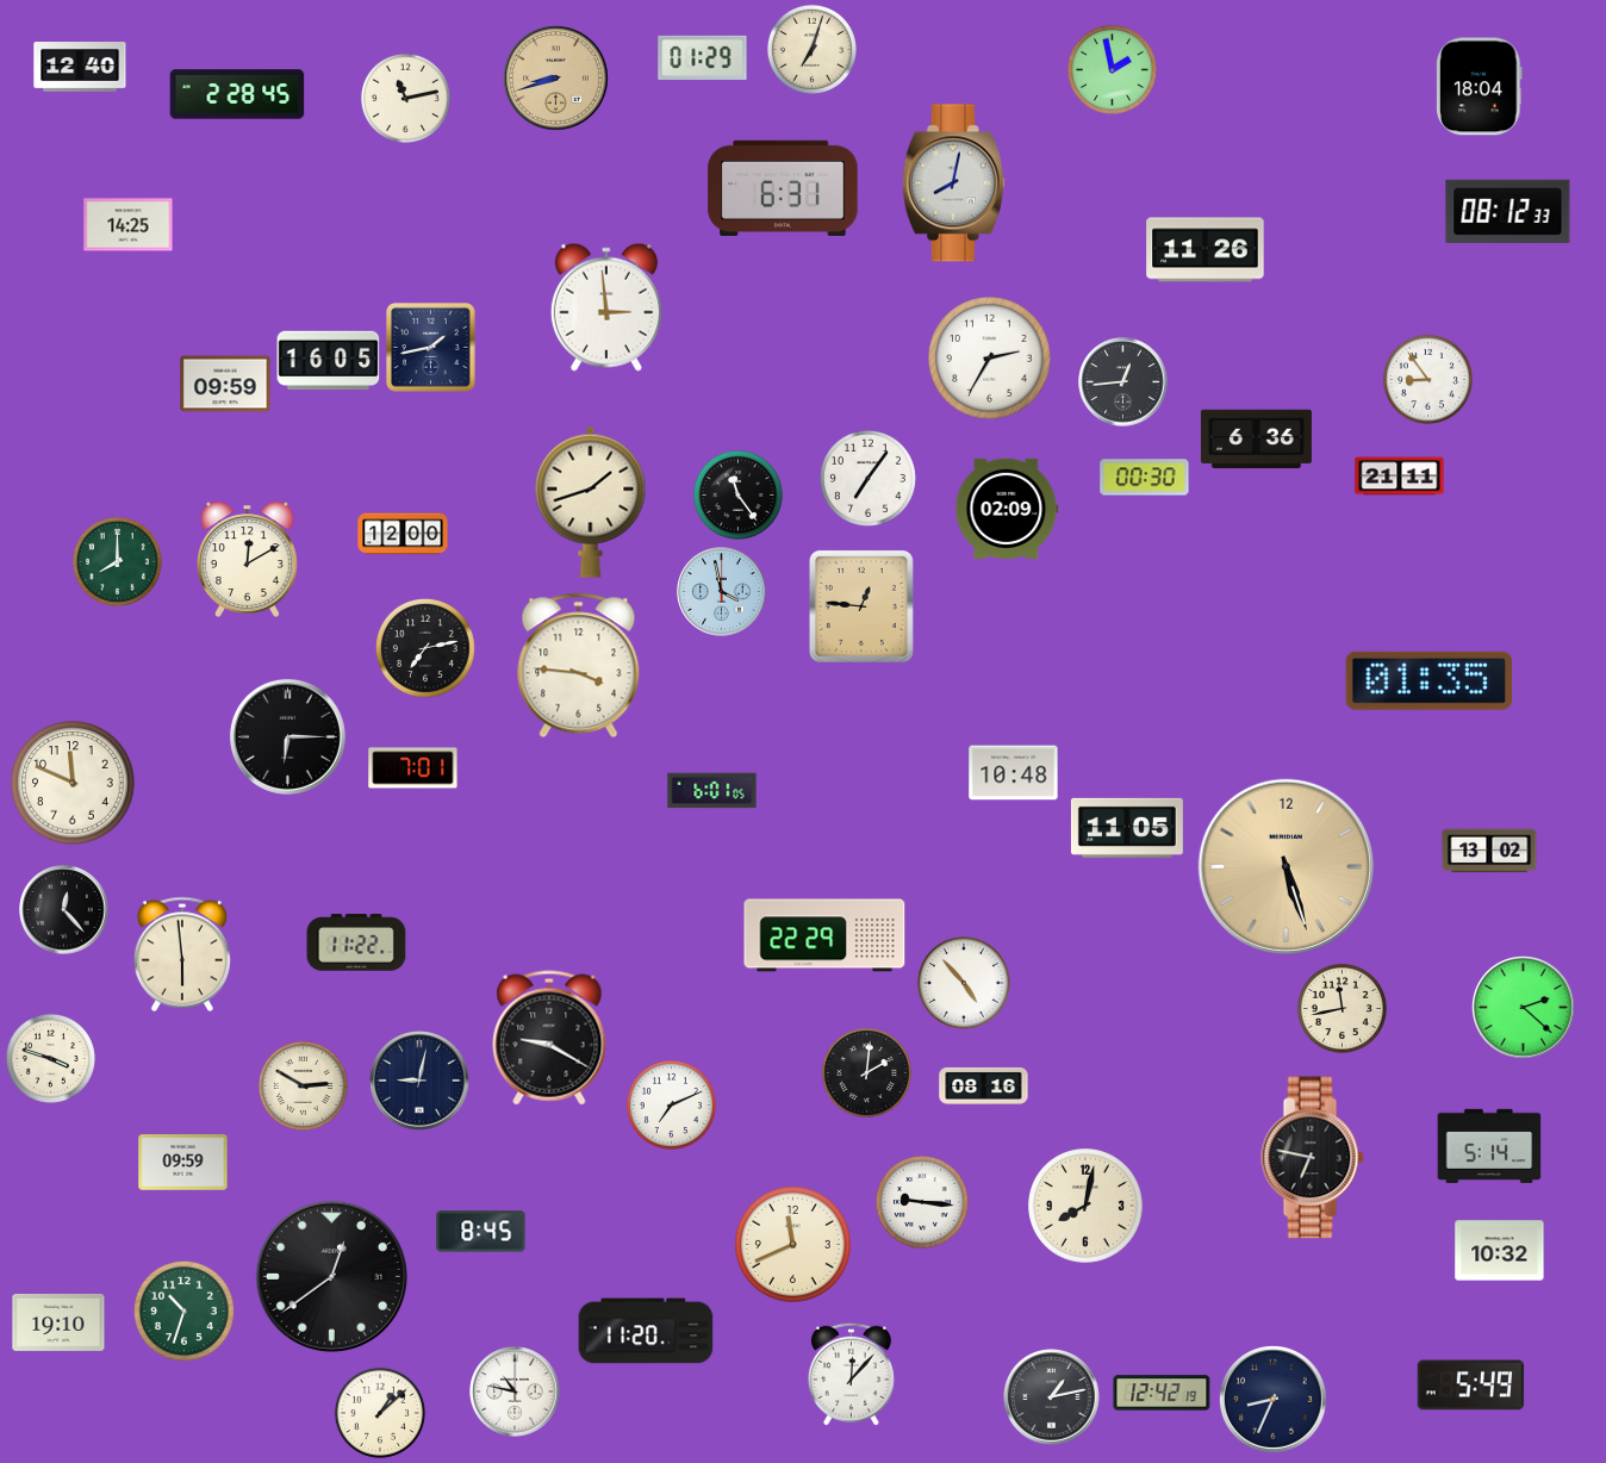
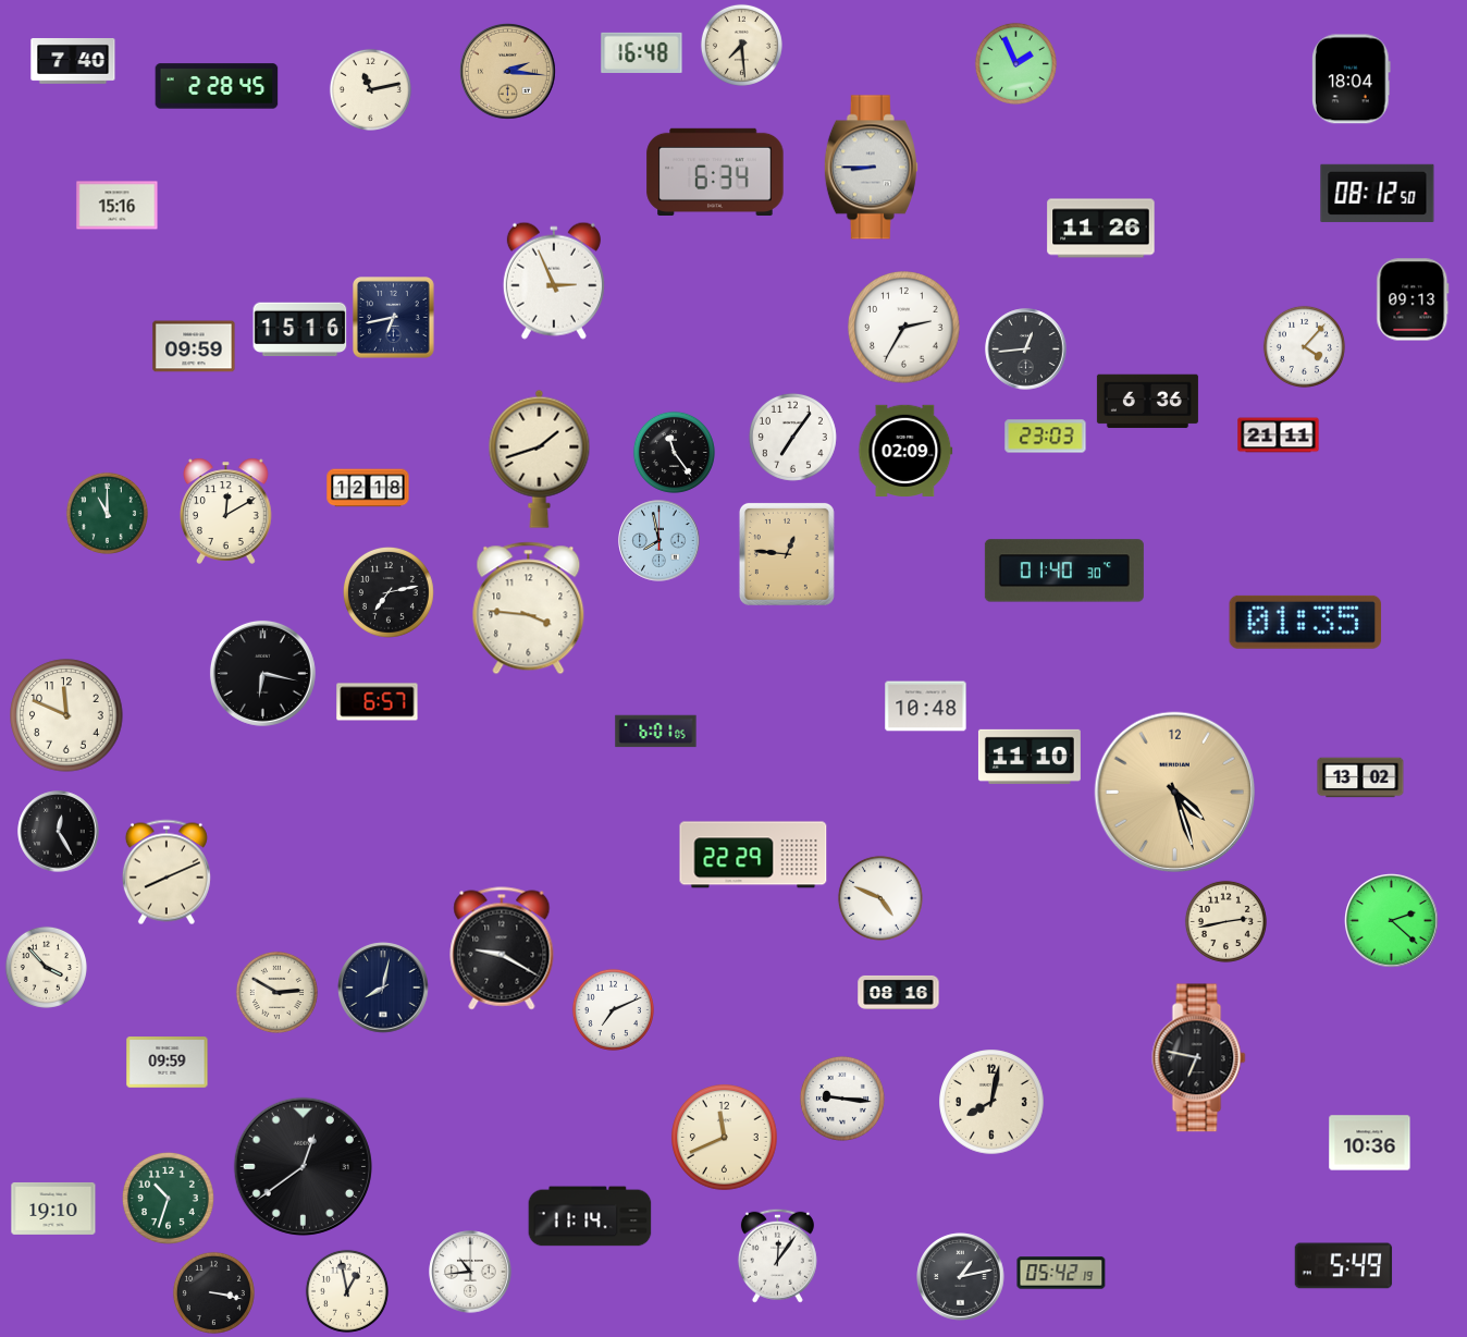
clock at (811, 49): 7:03 -> 7:29
clock at (703, 57): 01:29 -> 16:48
clock at (80, 68): 12:40 -> 7:40
clock at (1112, 69): 1:58 -> 1:56
clock at (556, 79): 8:42 -> 2:16
clock at (953, 183): 8:02 -> 8:45
clock at (783, 187): 6:31 -> 6:34
clock at (1508, 211): 08:12:33 -> 08:12:50
clock at (129, 225): 14:25 -> 15:16
clock at (606, 307): 2:59 -> 2:56
clock at (1413, 299): none -> 09:13
clock at (431, 348): 1:43 -> 6:43
clock at (329, 361): 16:05 -> 15:16
clock at (1427, 379): 8:54 -> 4:07
clock at (225, 384) position: (225, 384) -> (194, 346)
clock at (1145, 478): 00:30 -> 23:03
clock at (1007, 509) position: (1007, 509) -> (905, 451)
clock at (403, 534): 12:00 -> 12:18
clock at (117, 561): 8:00 -> 11:00
clock at (722, 592): 3:58 -> 7:58
clock at (1064, 571): none -> 01:40
clock at (287, 736): 6:15 -> 6:17
clock at (413, 768): 7:01 -> 6:57
clock at (712, 791) position: (712, 791) -> (656, 732)
clock at (1127, 828): 11:05 -> 11:10
clock at (1287, 867): 5:27 -> 4:27
clock at (64, 910): 12:23 -> 12:25
clock at (356, 942): 11:22 -> none
clock at (182, 954): 5:59 -> 8:11
clock at (964, 983): 4:53 -> 4:49
clock at (1342, 1008): 11:43 -> 2:43
clock at (50, 1058): 3:48 -> 3:53
clock at (866, 1072): 2:01 -> none
clock at (419, 1081): 9:02 -> 8:02
clock at (1489, 1146): 5:14 -> none
clock at (481, 1232): 8:45 -> none
clock at (1500, 1251): 10:32 -> 10:36
clock at (646, 1331): 11:20 -> 11:14
clock at (851, 1374): 12:07 -> 12:06
clock at (515, 1392): 10:47 -> 10:44
clock at (1162, 1393): 12:42 -> 05:42
clock at (1274, 1400): 8:34 -> none
clock at (380, 1413): 1:08 -> 12:58
clock at (213, 1292): none -> 3:17
